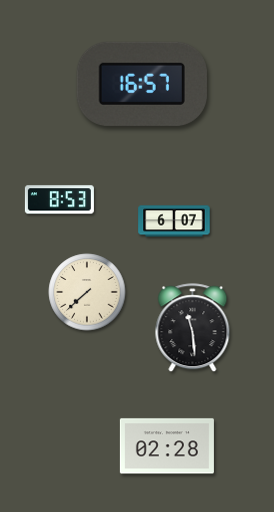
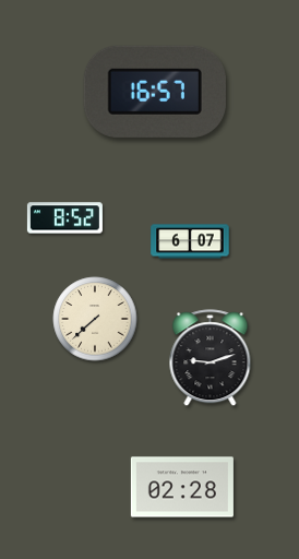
clock at (59, 200): 8:53 -> 8:52
clock at (193, 328): 11:29 -> 9:12
